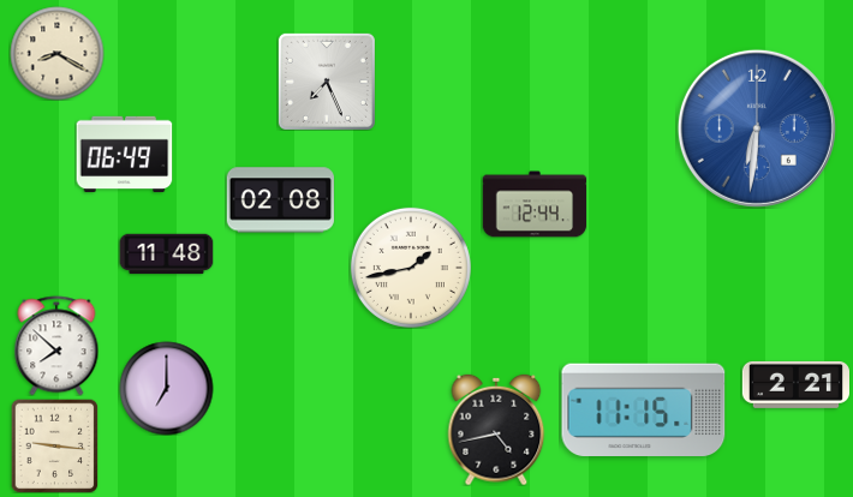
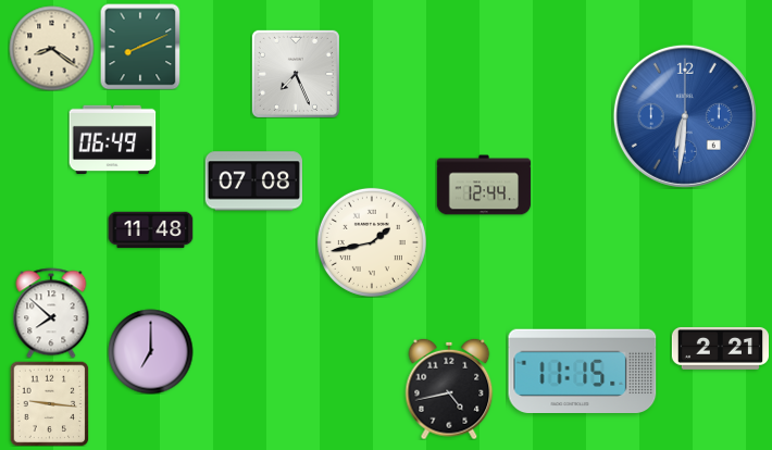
clock at (140, 47): none -> 8:11
clock at (56, 53): 8:20 -> 8:21
clock at (280, 200): 02:08 -> 07:08
